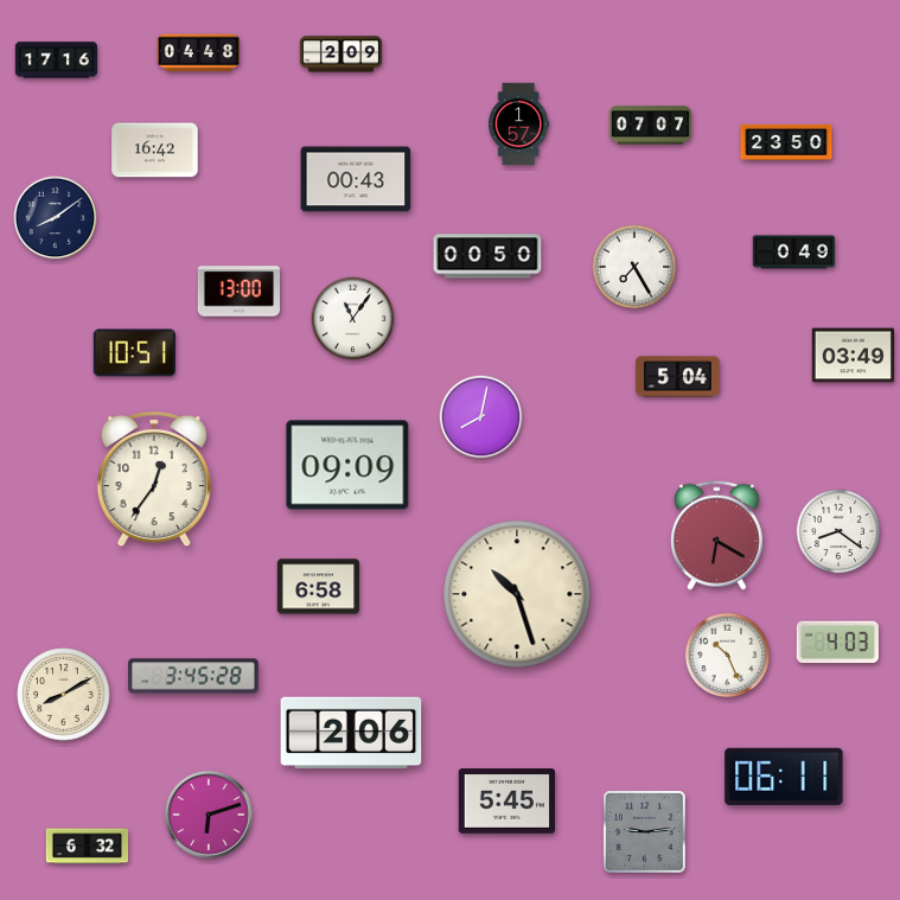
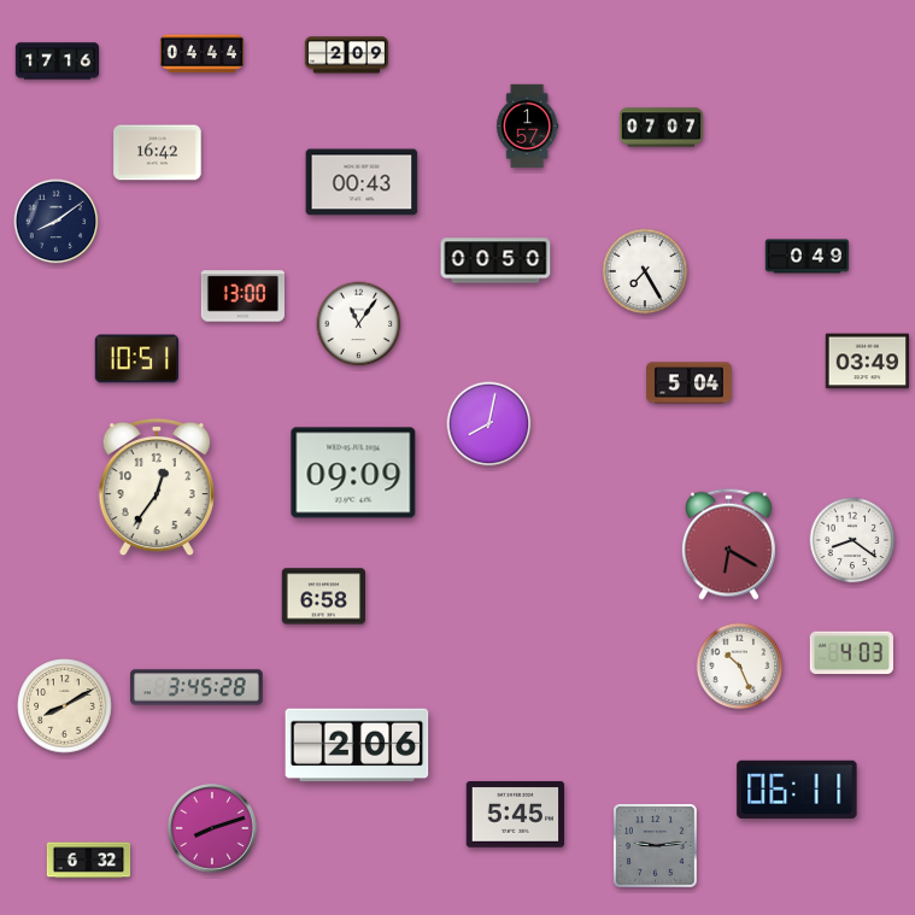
clock at (198, 53): 04:48 -> 04:44
clock at (786, 142): 23:50 -> none
clock at (517, 594): 10:27 -> none
clock at (209, 815): 6:12 -> 8:12
